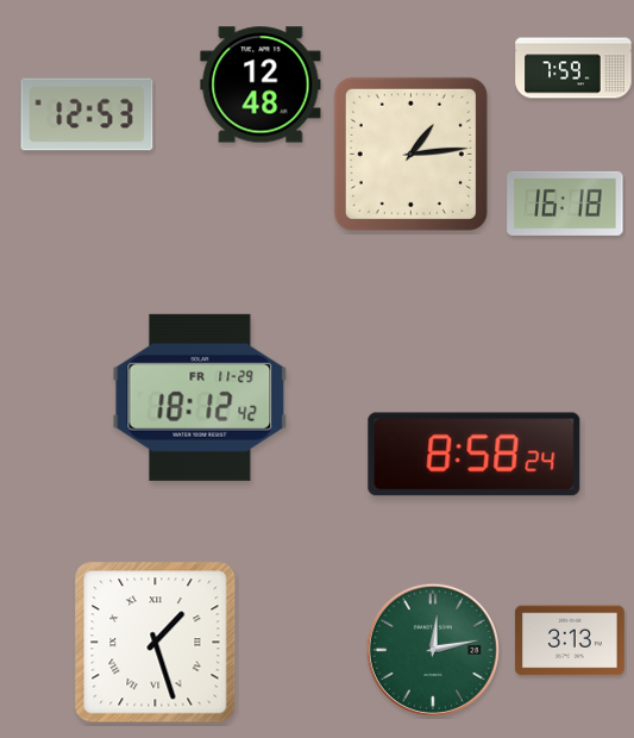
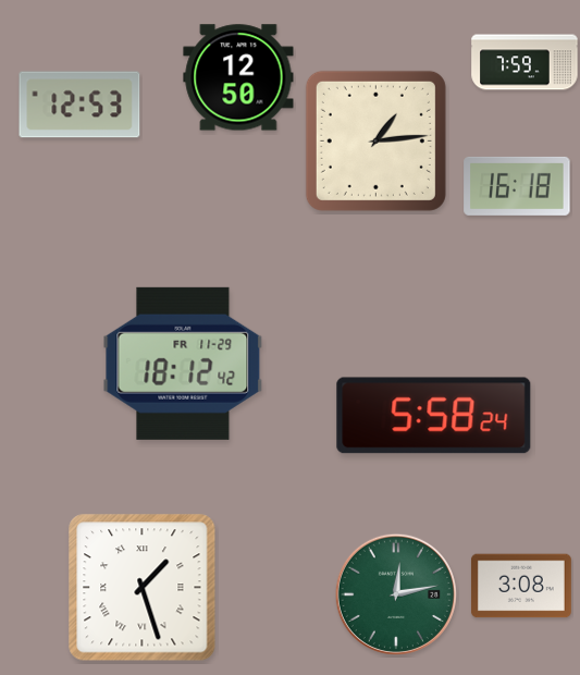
clock at (260, 85): 12:48 -> 12:50
clock at (475, 455): 8:58 -> 5:58
clock at (570, 640): 3:13 -> 3:08
